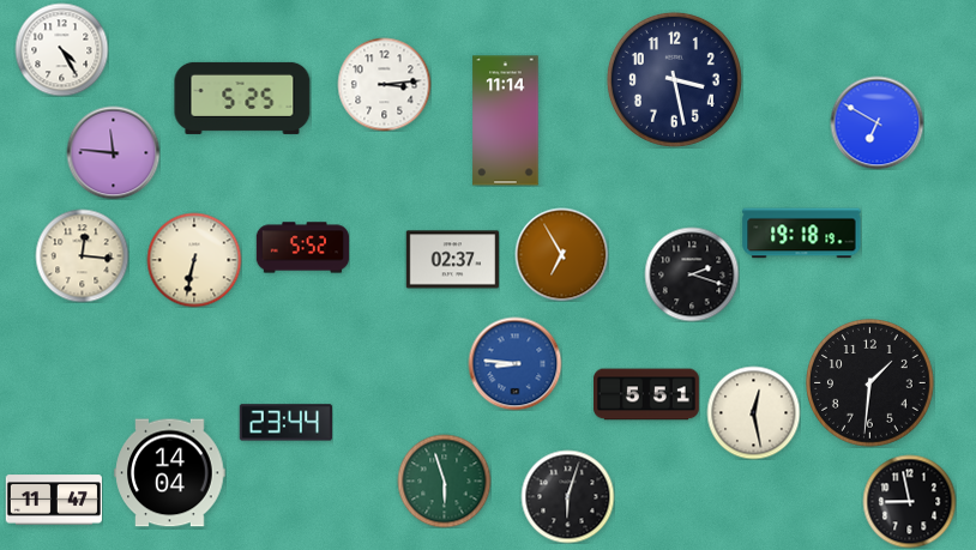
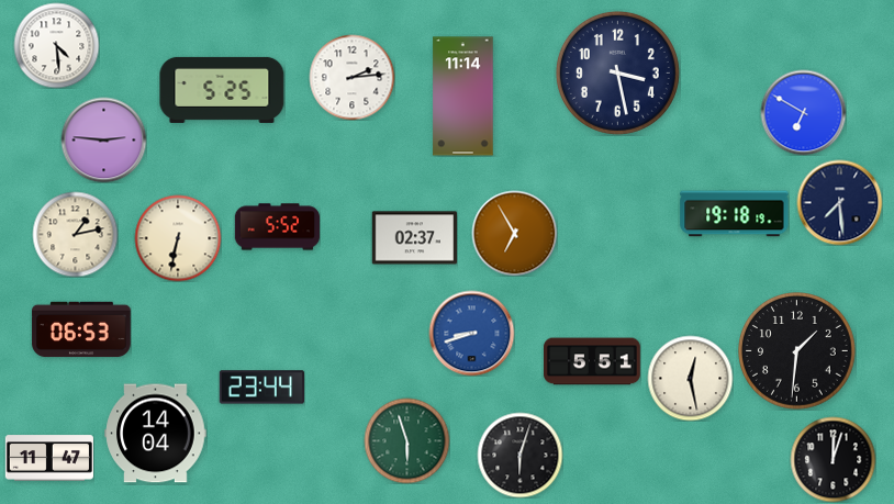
clock at (61, 49): 4:25 -> 4:29
clock at (384, 84): 3:14 -> 2:14
clock at (506, 121) position: (506, 121) -> (463, 97)
clock at (113, 152): 11:46 -> 2:46
clock at (839, 202): none -> 7:29
clock at (82, 255): 12:16 -> 1:13
clock at (692, 274): 2:18 -> none
clock at (81, 329): none -> 06:53
clock at (514, 363): 8:46 -> 8:42
clock at (909, 501): 8:58 -> 12:03
